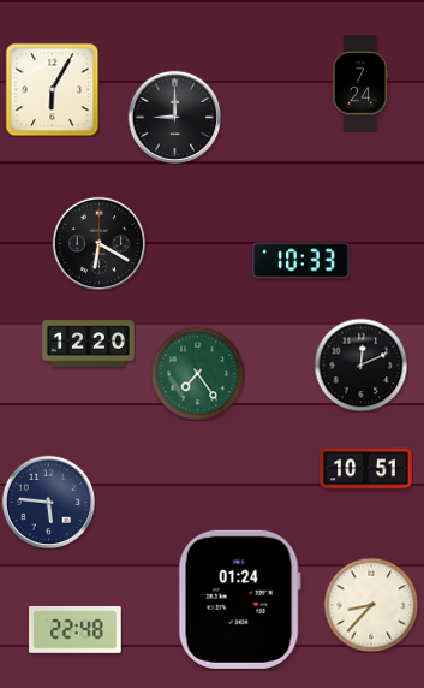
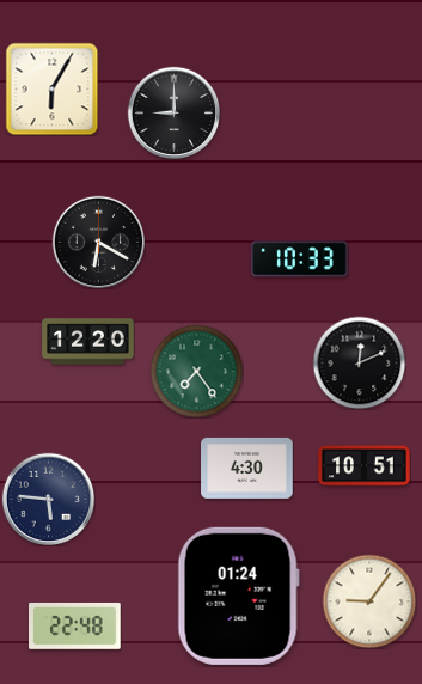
clock at (360, 83): 7:24 -> none
clock at (174, 117) position: (174, 117) -> (173, 112)
clock at (247, 468): none -> 4:30
clock at (371, 605): 8:37 -> 9:06
